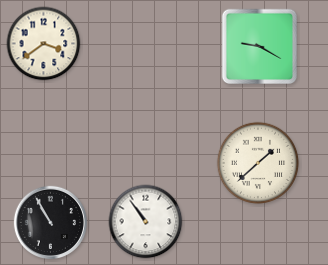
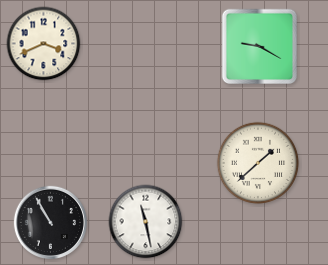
clock at (44, 44): 3:39 -> 3:41
clock at (146, 222): 10:54 -> 11:28
